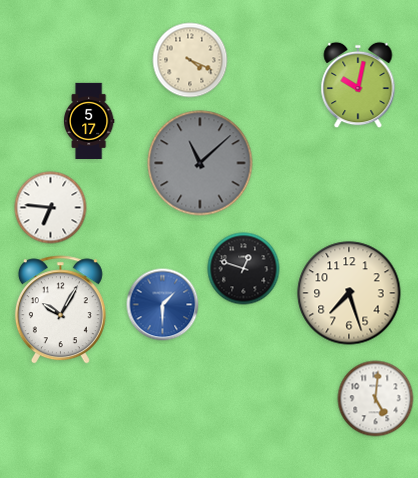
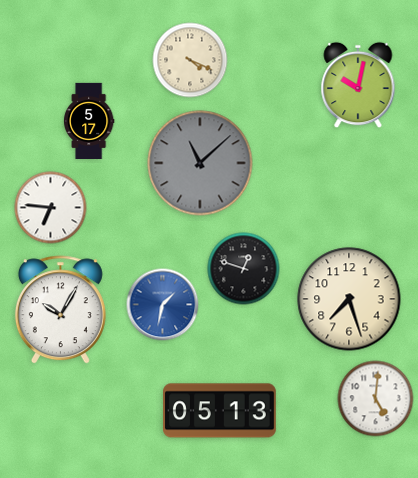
clock at (349, 293) position: (349, 293) -> (349, 299)
clock at (163, 305): 1:30 -> 1:32
clock at (220, 411): none -> 05:13
